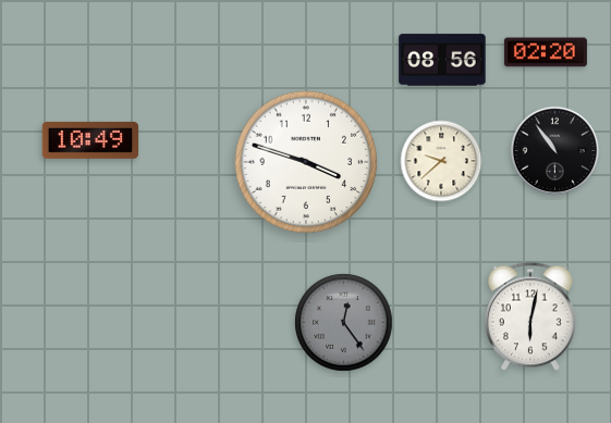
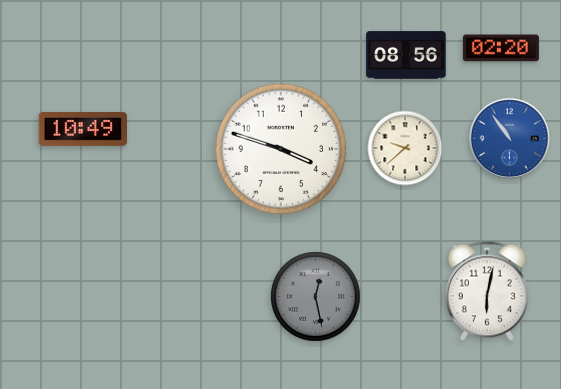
clock at (555, 151) dial: black -> blue
clock at (344, 323): 12:24 -> 12:28
